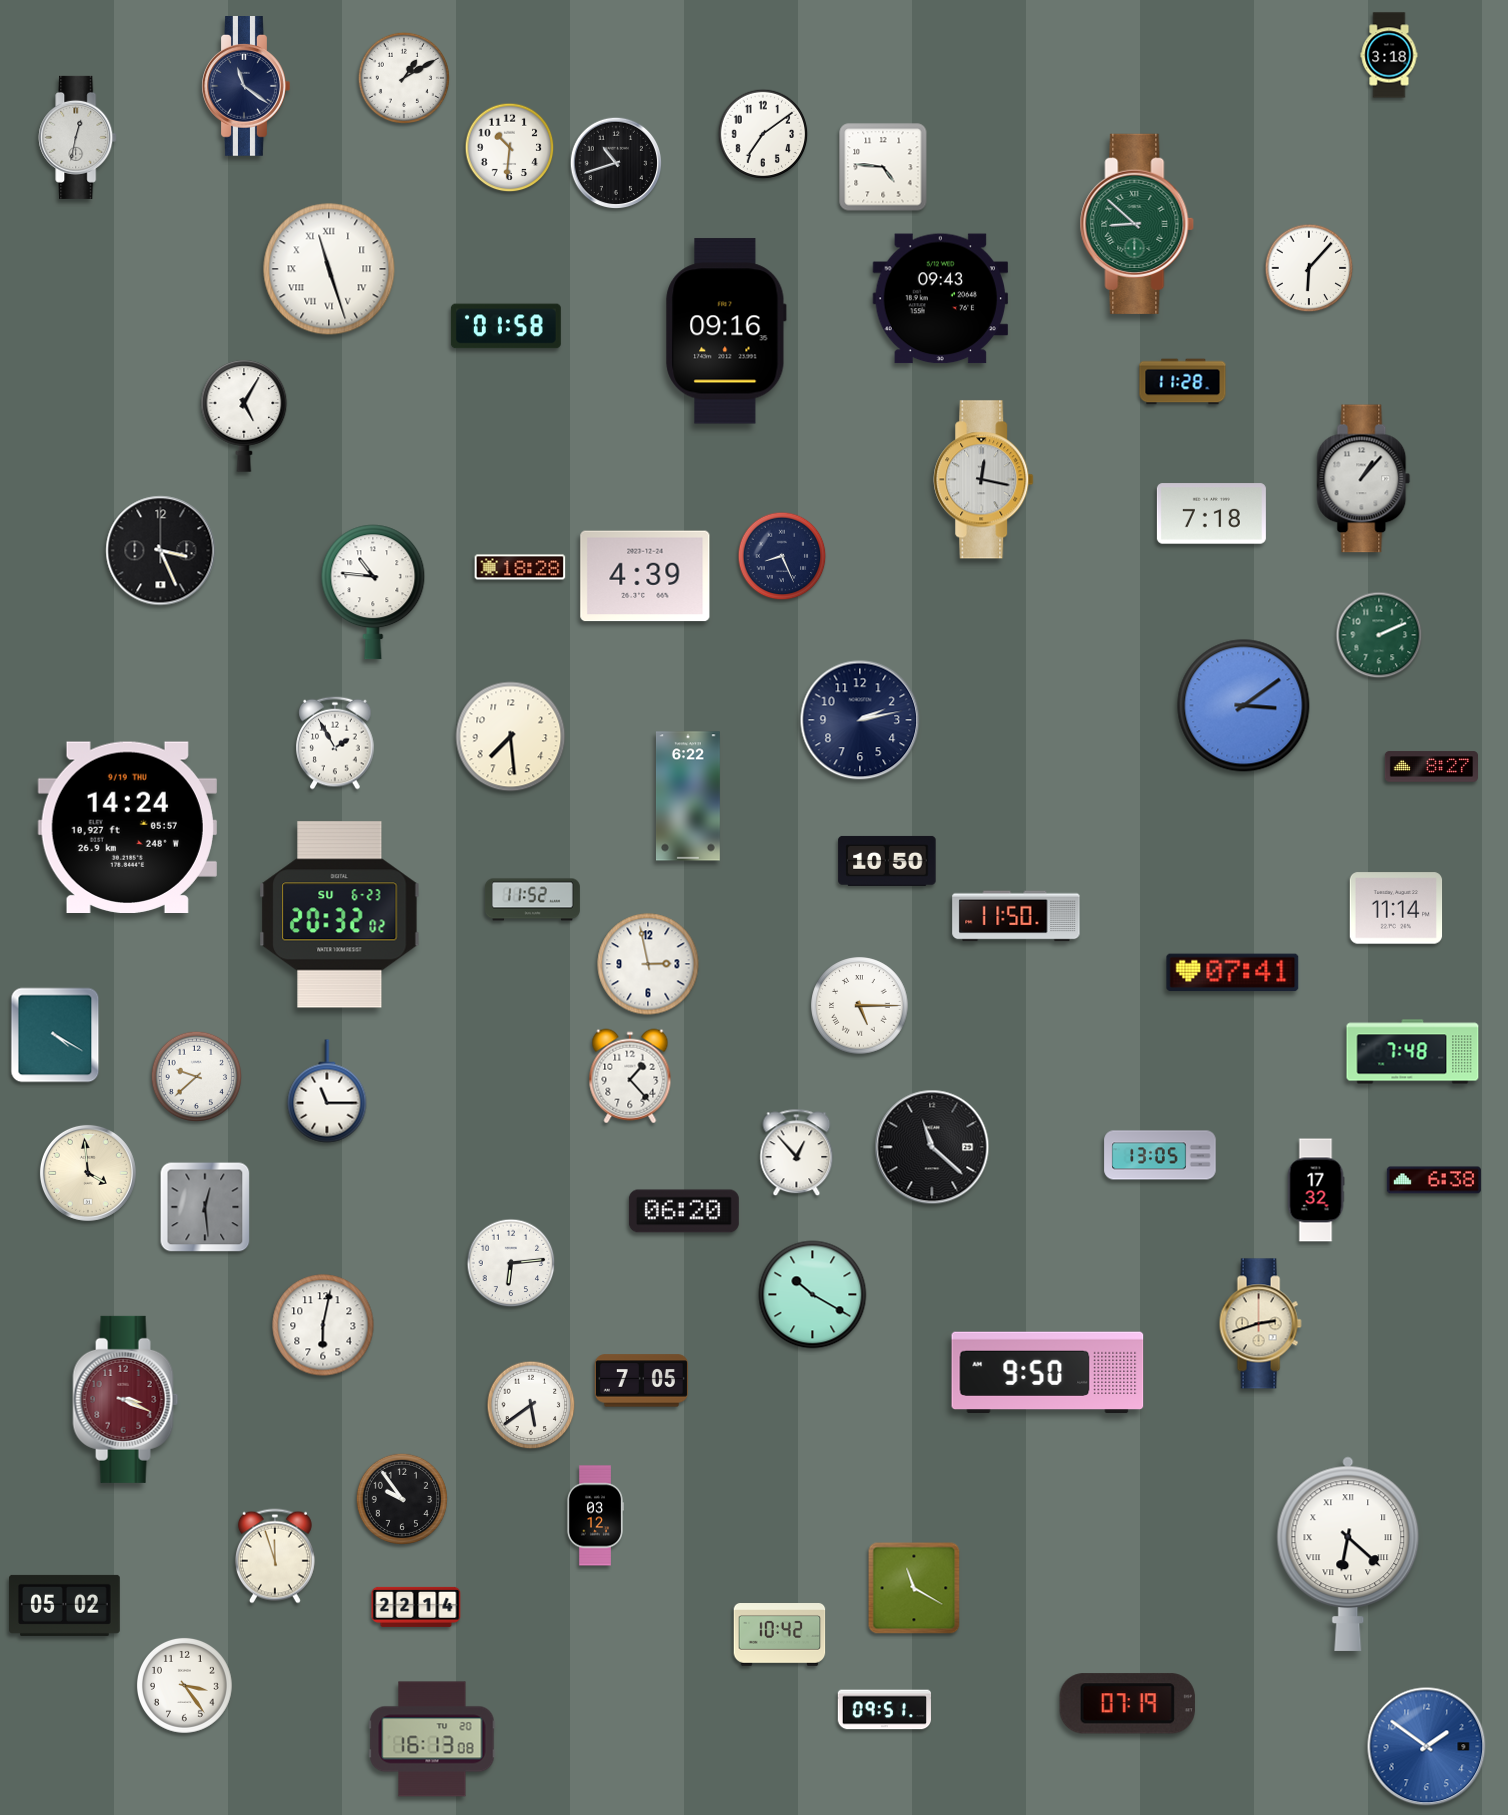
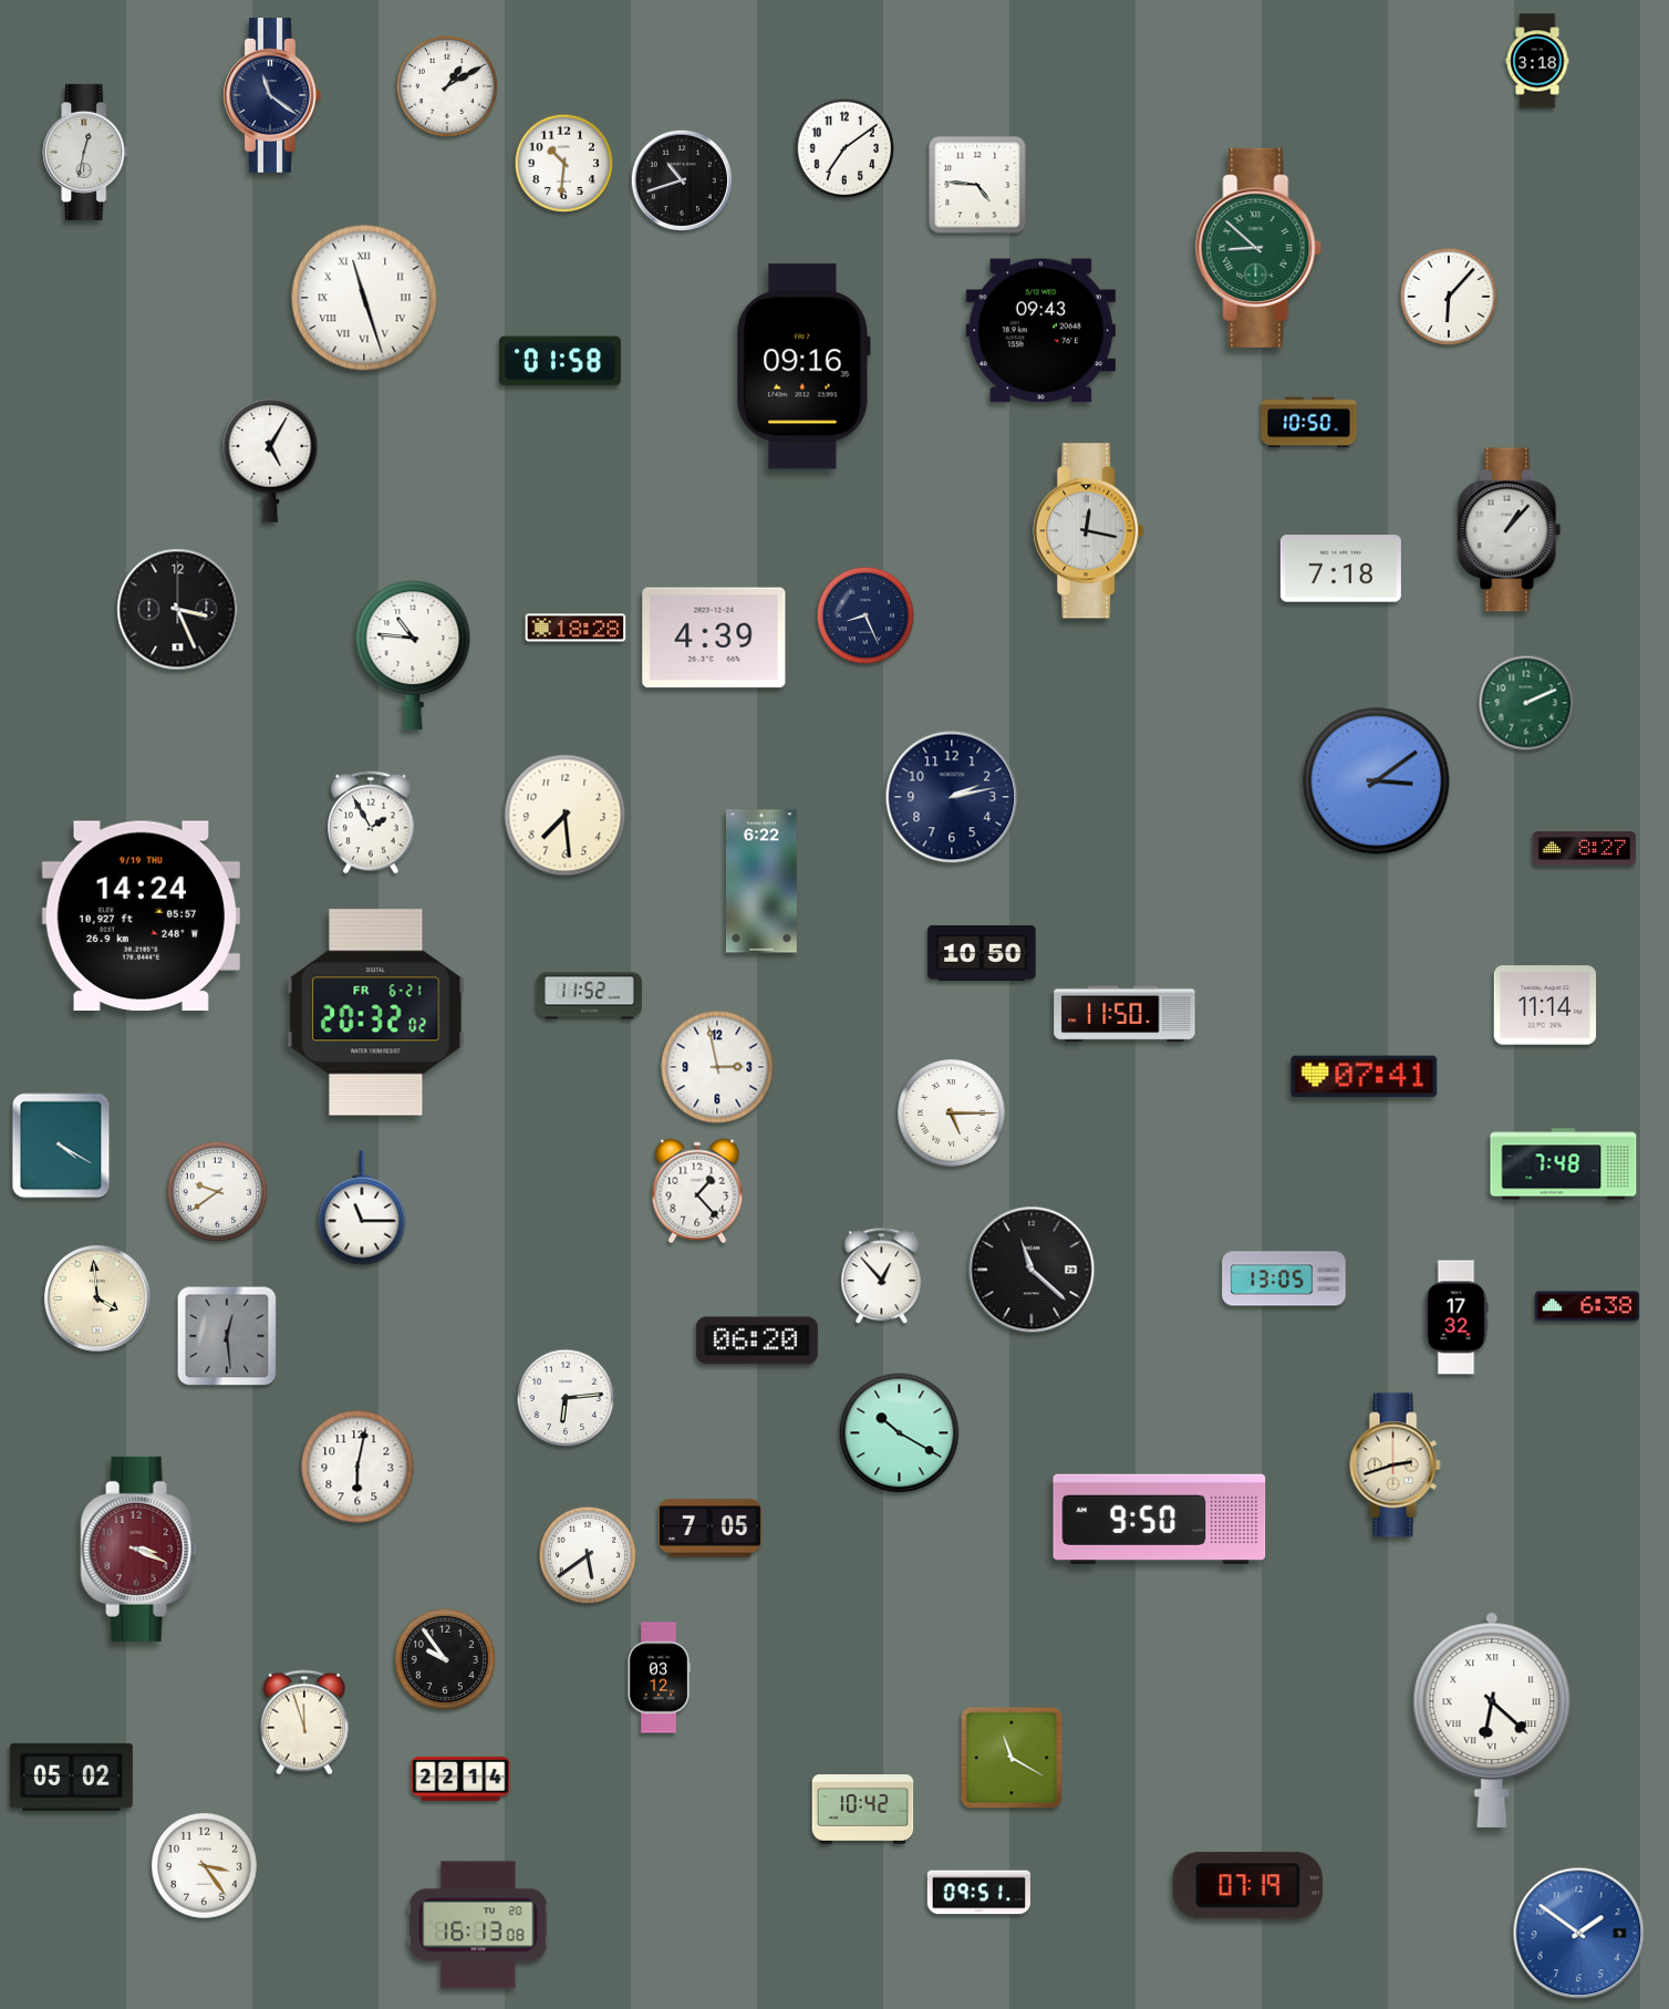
clock at (1183, 382): 11:28 -> 10:50
clock at (340, 915) date: SU 6-23 -> FR 6-21
clock at (197, 1077): 9:38 -> 9:39
